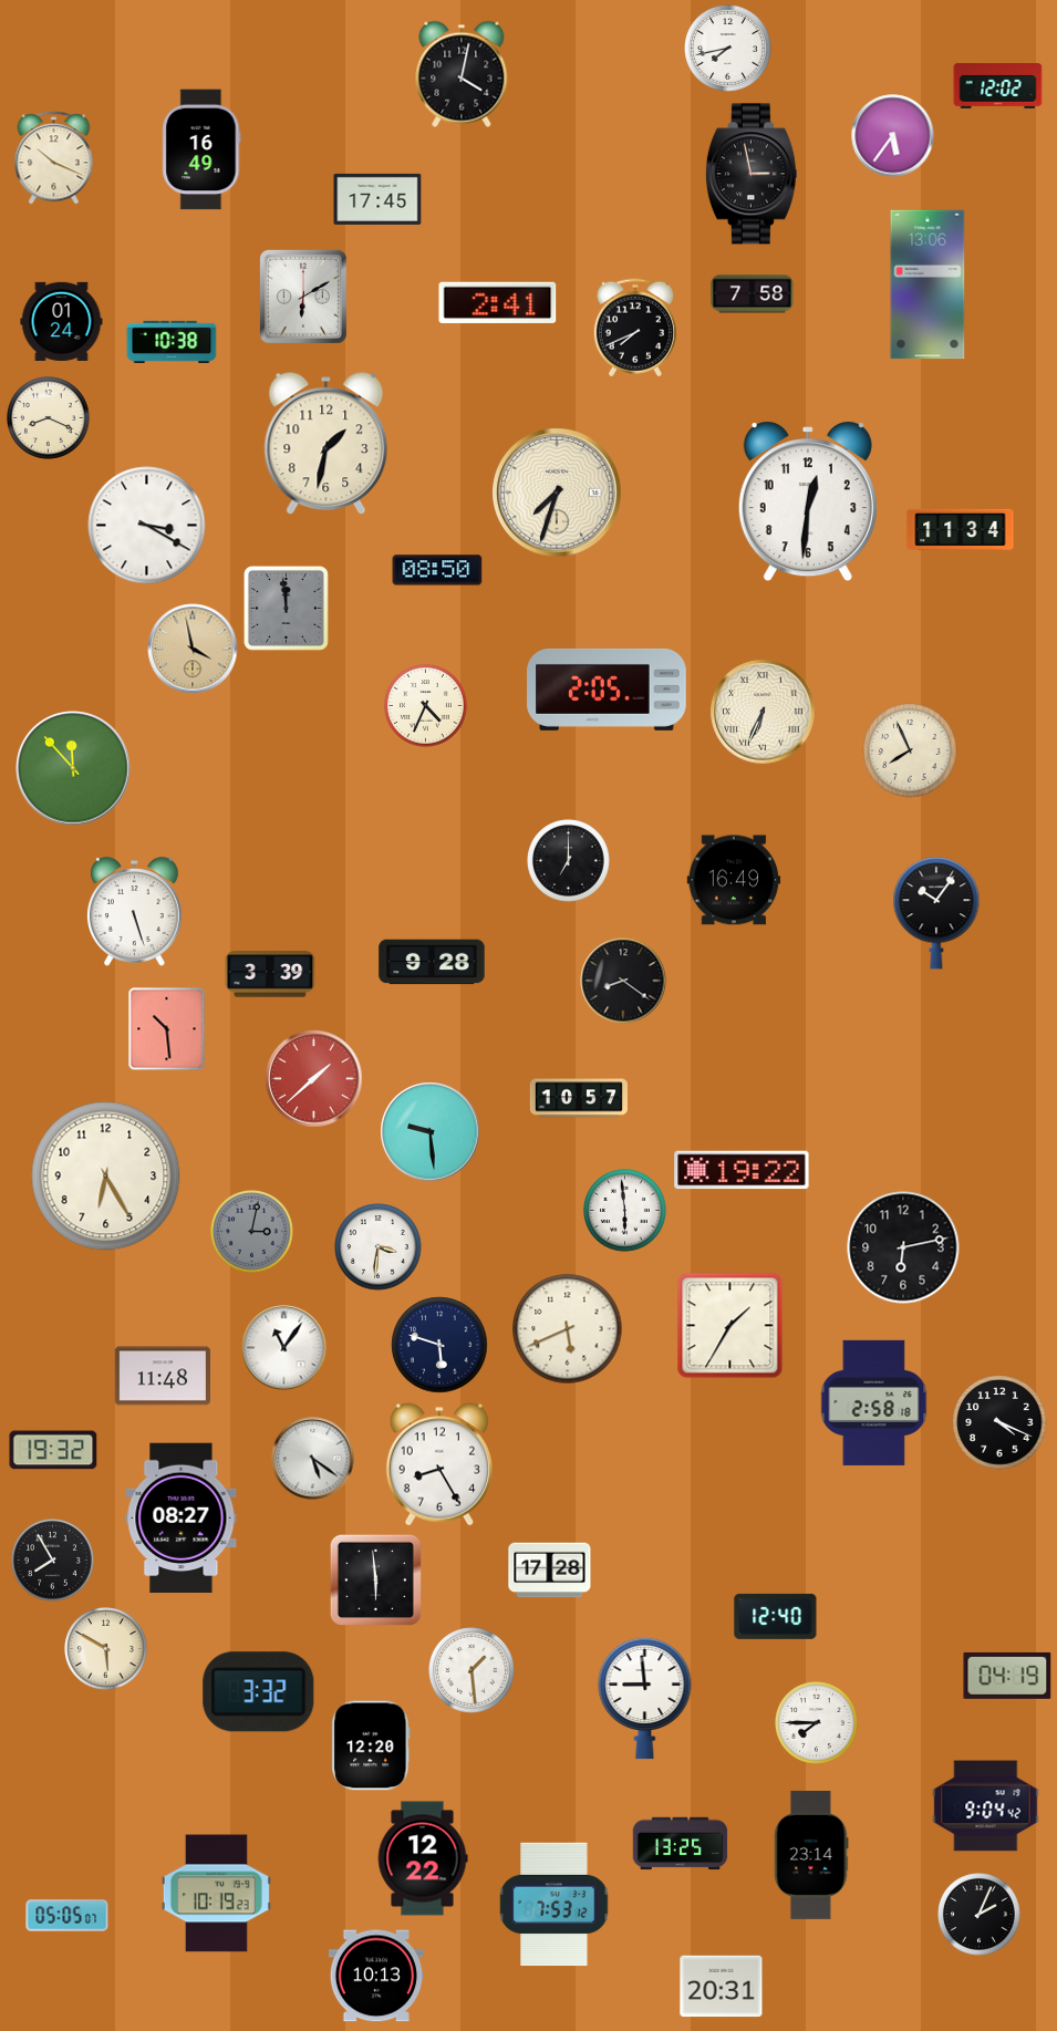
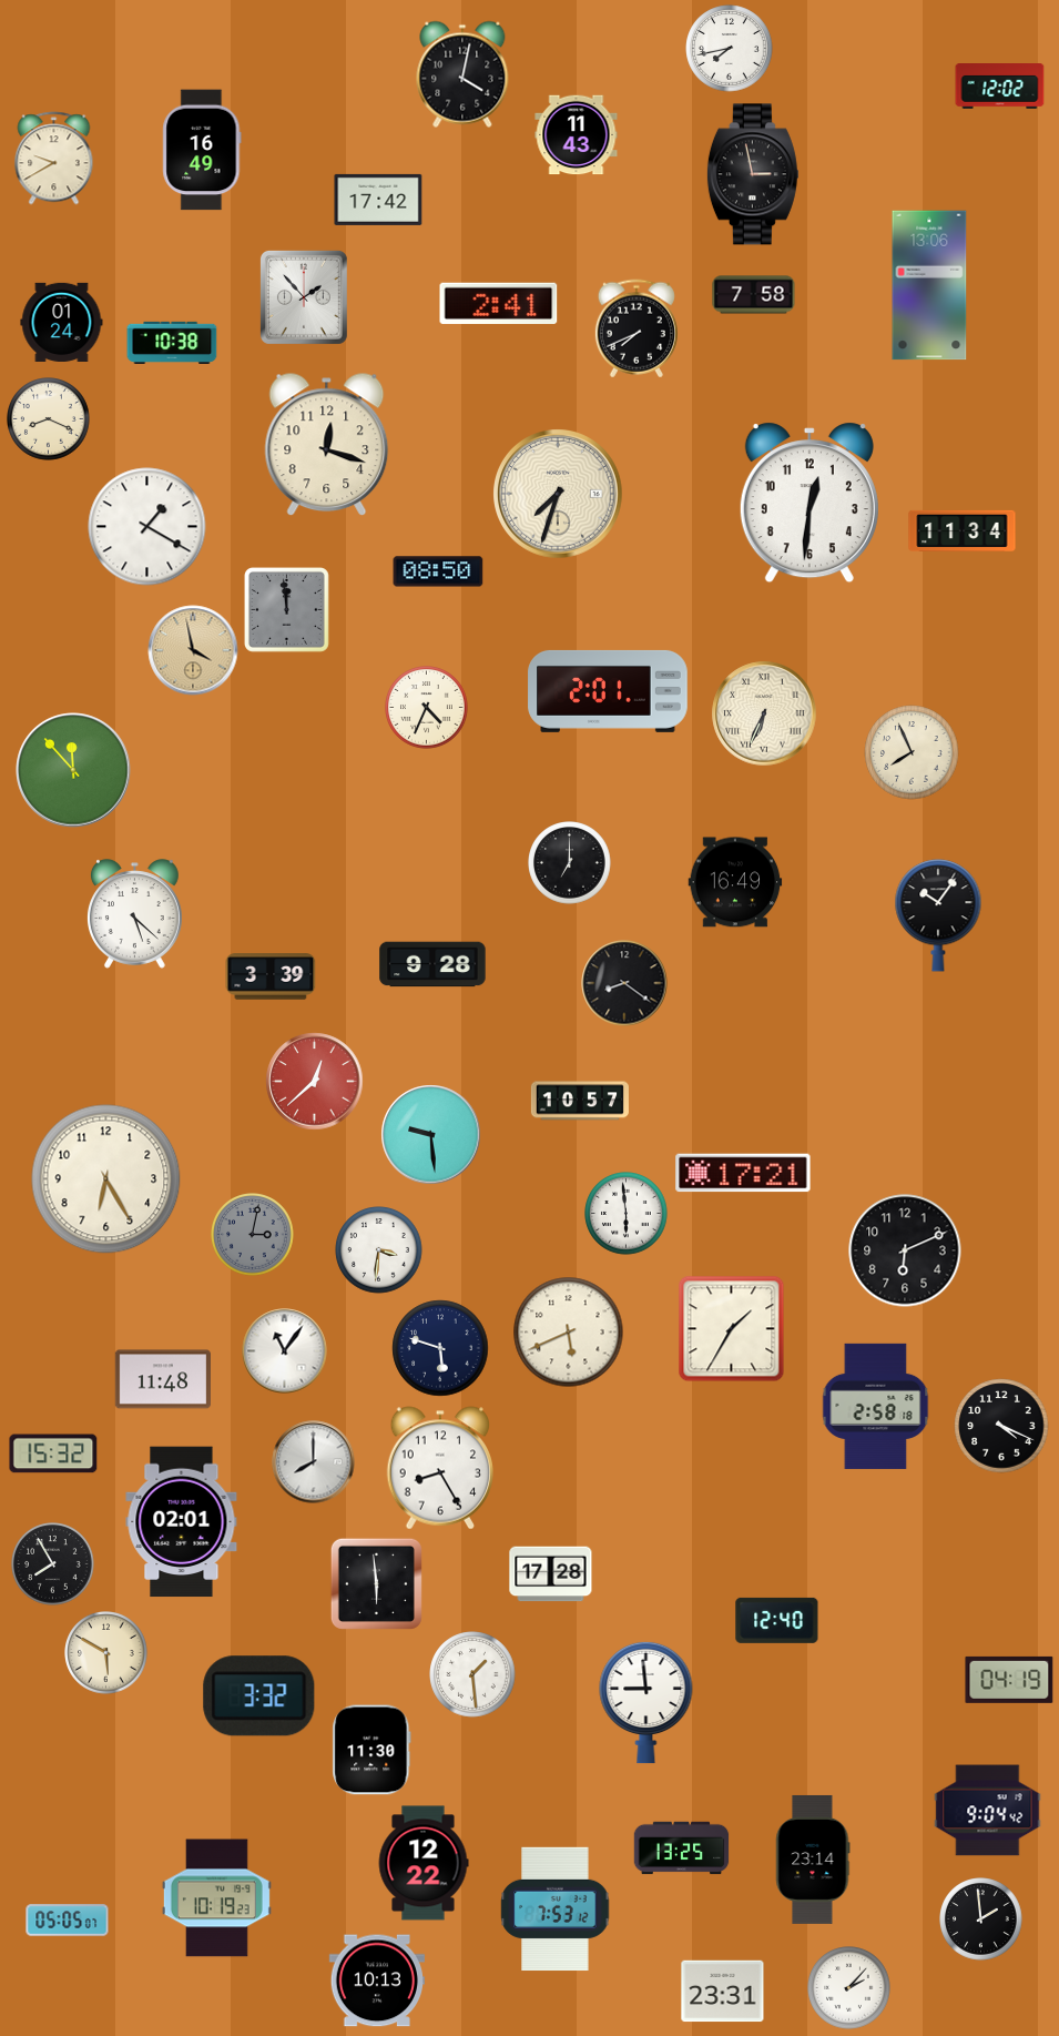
clock at (577, 135): none -> 11:43
clock at (893, 136): 5:36 -> none
clock at (54, 158): 10:19 -> 9:40
clock at (377, 199): 17:45 -> 17:42
clock at (303, 297): 6:10 -> 1:53
clock at (327, 444): 1:32 -> 12:18
clock at (147, 526): 3:20 -> 1:20
clock at (607, 690): 2:05 -> 2:01
clock at (135, 912): 5:27 -> 5:22
clock at (167, 1029): 10:29 -> none
clock at (314, 1079): 1:38 -> 12:38
clock at (742, 1170): 19:22 -> 17:21
clock at (903, 1247): 6:13 -> 6:11
clock at (53, 1450): 19:32 -> 15:32
clock at (313, 1459): 5:21 -> 8:00
clock at (182, 1519): 08:27 -> 02:01
clock at (817, 1723): 7:45 -> none
clock at (371, 1745): 12:20 -> 11:30
clock at (980, 1915): 2:04 -> 1:59
clock at (849, 1988): none -> 2:07
clock at (722, 1987): 20:31 -> 23:31
